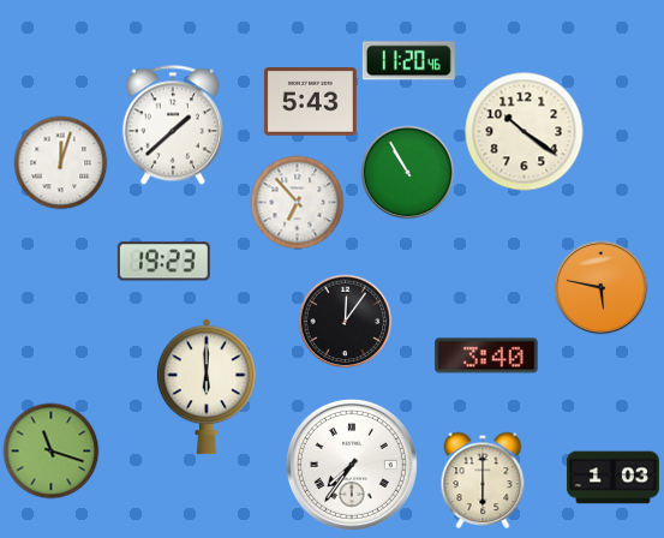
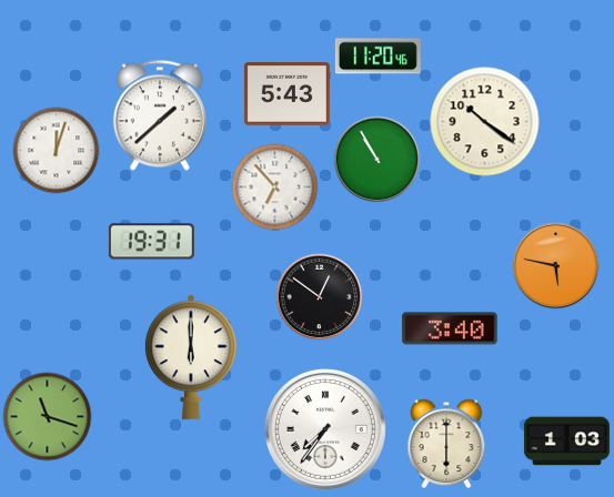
clock at (163, 262): 19:23 -> 19:31
clock at (345, 321): 12:06 -> 12:51
